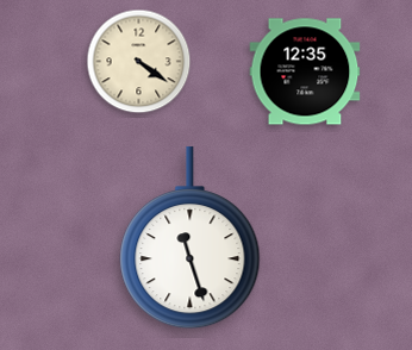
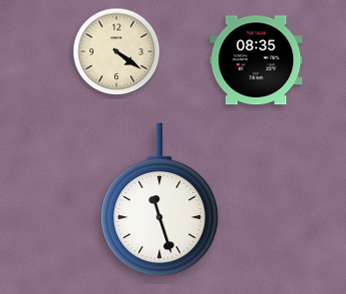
clock at (305, 71): 12:35 -> 08:35
